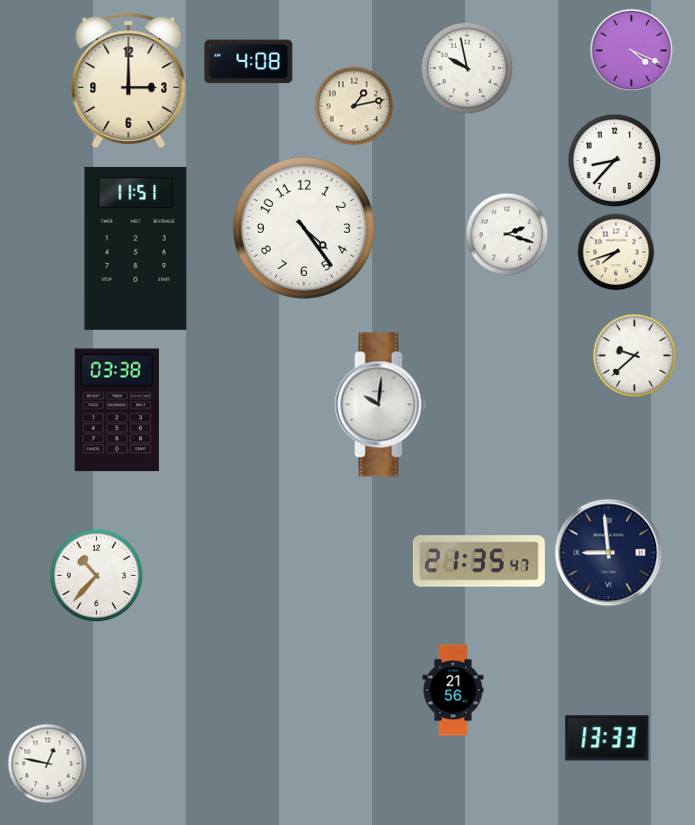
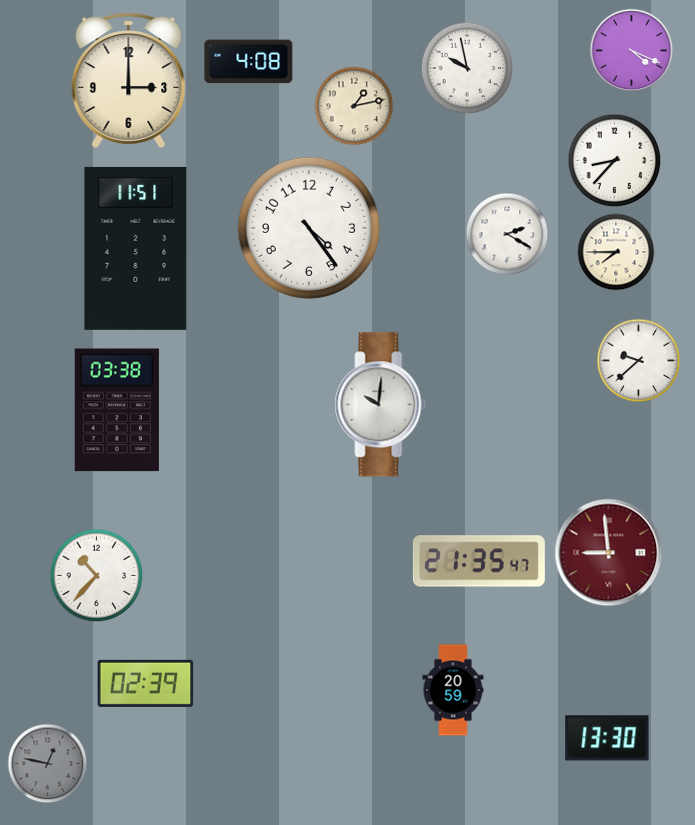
clock at (304, 228) position: (304, 228) -> (309, 228)
clock at (507, 234): 2:18 -> 2:20
clock at (616, 252): 7:42 -> 7:45
clock at (635, 356) position: (635, 356) -> (639, 361)
clock at (609, 553) dial: navy -> burgundy
clock at (146, 683): none -> 02:39
clock at (453, 690): 21:56 -> 20:59
clock at (607, 738): 13:33 -> 13:30
clock at (48, 764) dial: white -> grey
